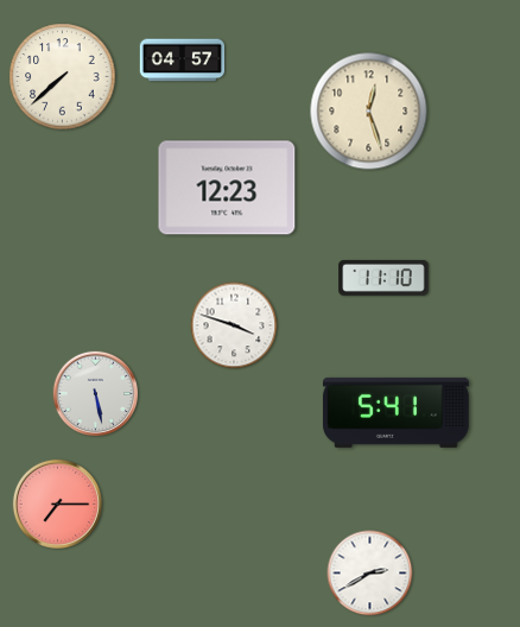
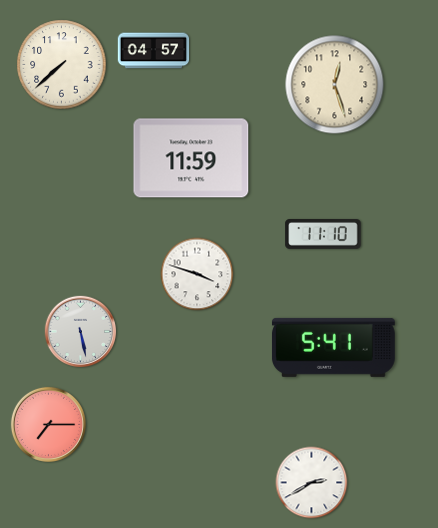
clock at (63, 77) position: (63, 77) -> (62, 65)
clock at (369, 112) position: (369, 112) -> (335, 85)
clock at (227, 188): 12:23 -> 11:59
